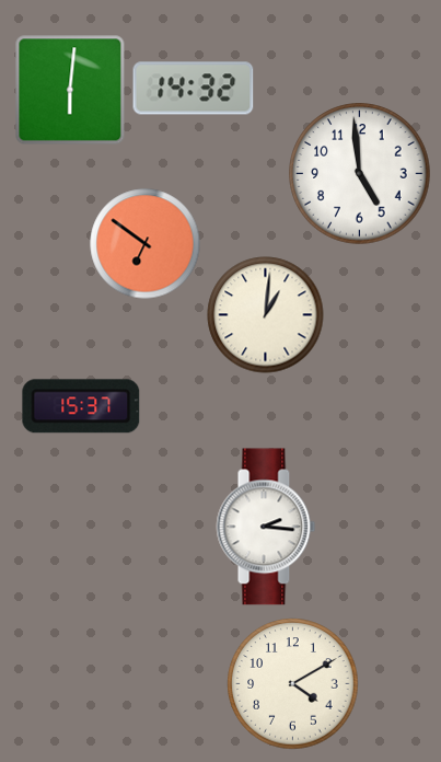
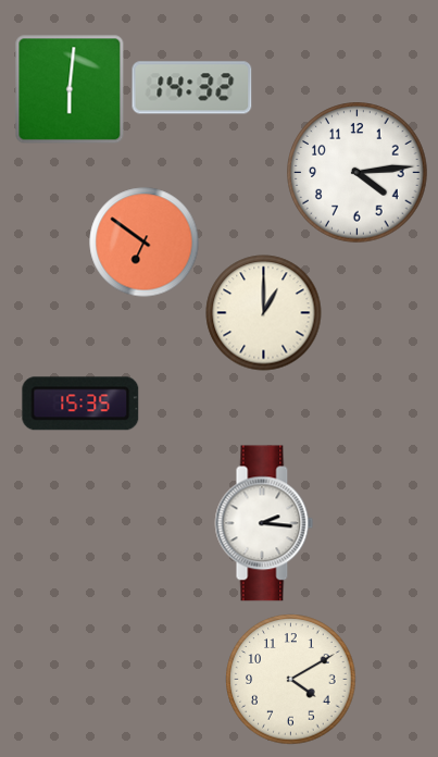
clock at (360, 174): 4:59 -> 4:14
clock at (266, 315): 1:01 -> 1:00
clock at (81, 406): 15:37 -> 15:35
